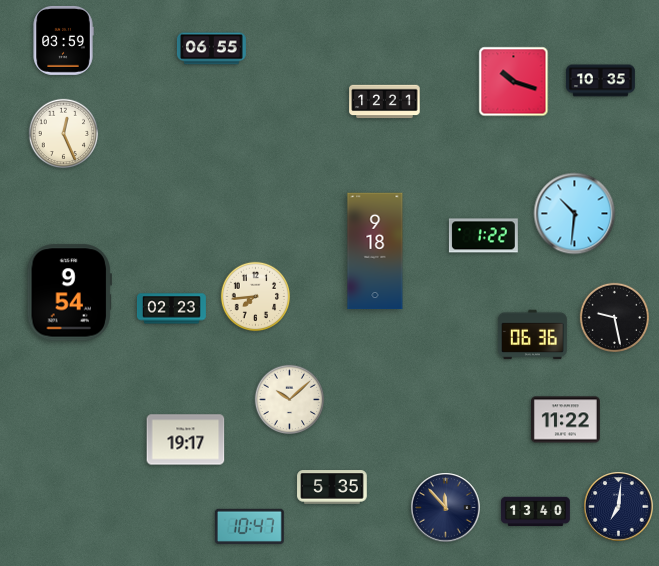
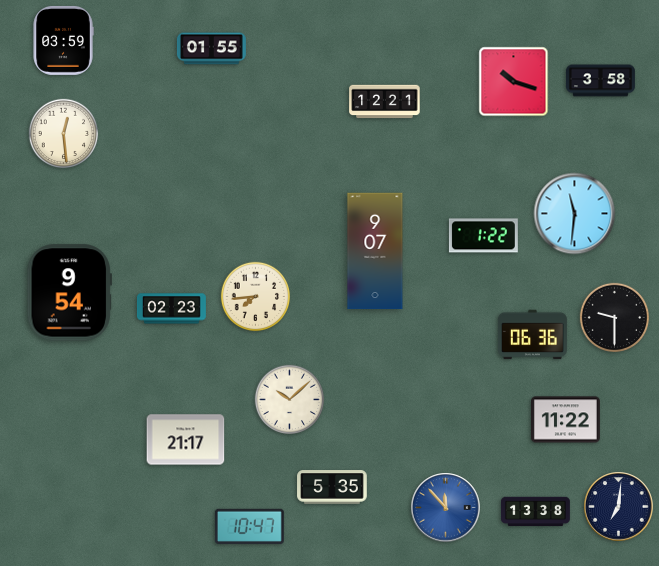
clock at (211, 49): 06:55 -> 01:55
clock at (601, 81): 10:35 -> 3:58
clock at (64, 134): 12:26 -> 12:29
clock at (575, 214): 10:31 -> 11:31
clock at (375, 251): 9:18 -> 9:07
clock at (615, 318): 9:28 -> 9:30
clock at (186, 440): 19:17 -> 21:17
clock at (446, 508) dial: navy -> blue
clock at (535, 512): 13:40 -> 13:38
